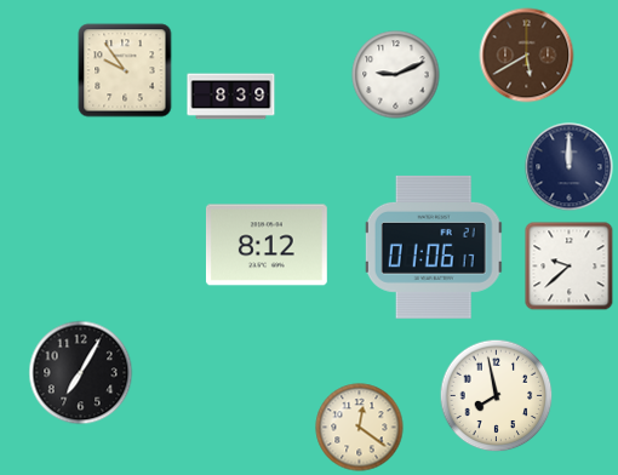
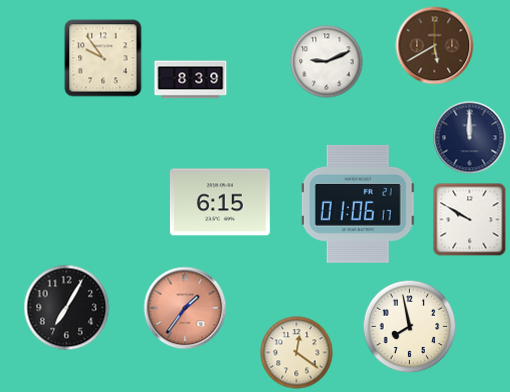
clock at (267, 245): 8:12 -> 6:15
clock at (570, 267): 9:38 -> 9:50
clock at (185, 308): none -> 1:36
